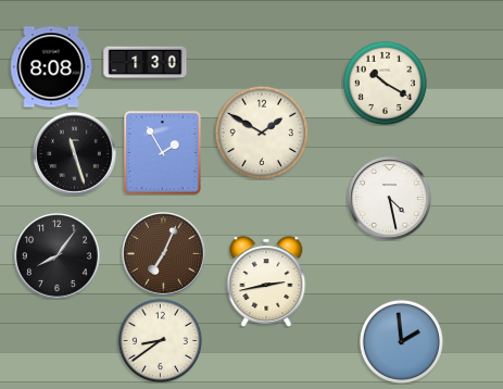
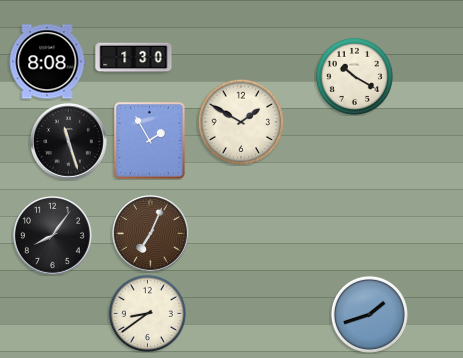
clock at (390, 199): 4:28 -> none
clock at (266, 281): 2:43 -> none
clock at (401, 341): 1:59 -> 1:42
